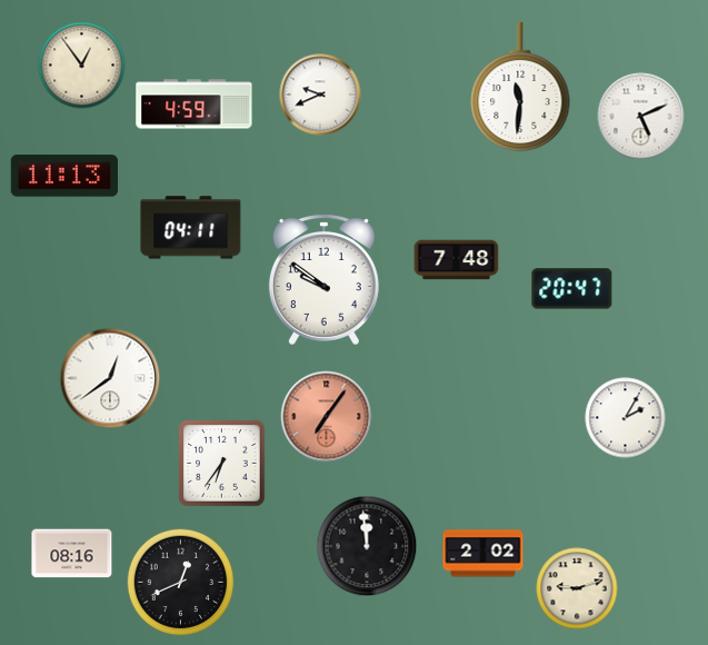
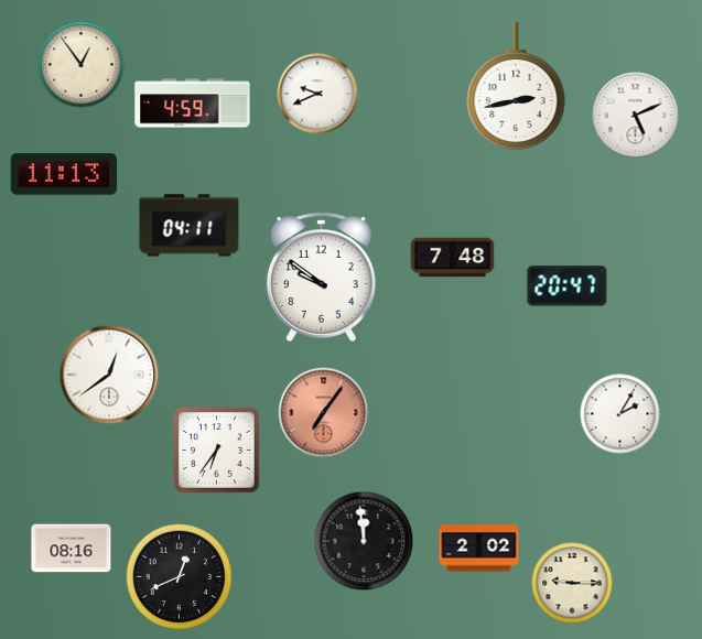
clock at (520, 87): 11:31 -> 2:43
clock at (222, 464) position: (222, 464) -> (217, 451)
clock at (577, 588): 9:12 -> 9:15
